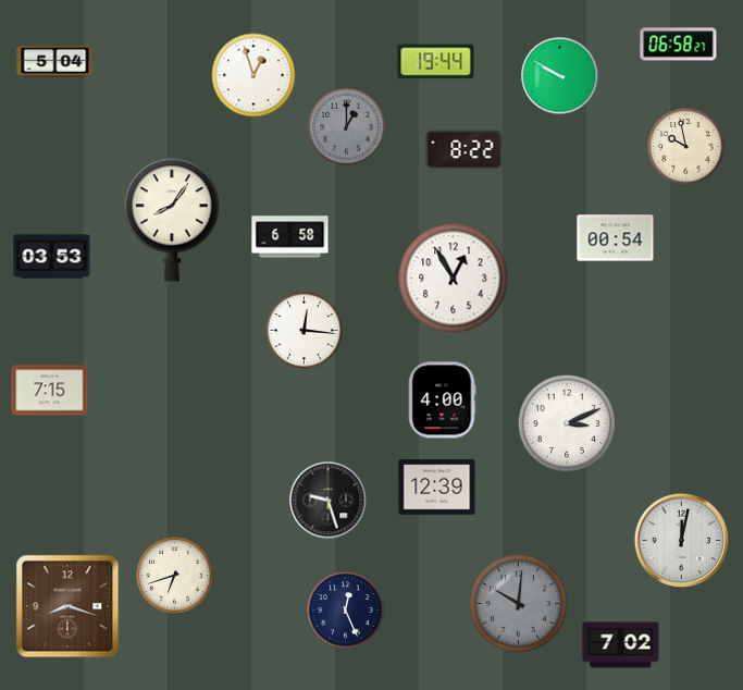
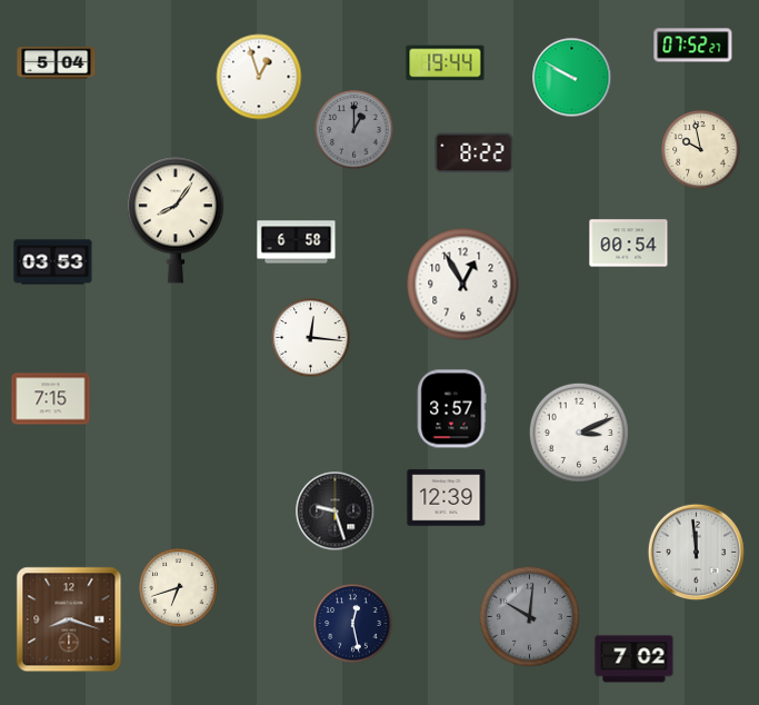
clock at (679, 45): 06:58 -> 07:52
clock at (172, 220) position: (172, 220) -> (176, 220)
clock at (442, 401): 4:00 -> 3:57
clock at (682, 541): 12:02 -> 11:59
clock at (346, 611): 12:26 -> 12:28
